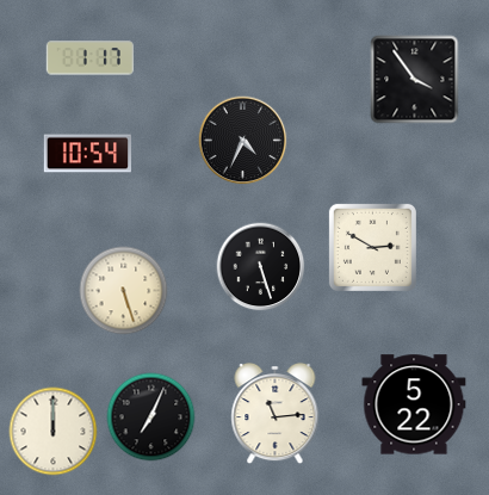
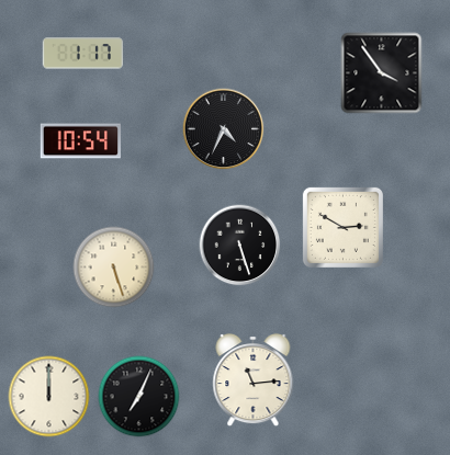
clock at (414, 404): 5:22 -> none
clock at (151, 417) position: (151, 417) -> (139, 397)
